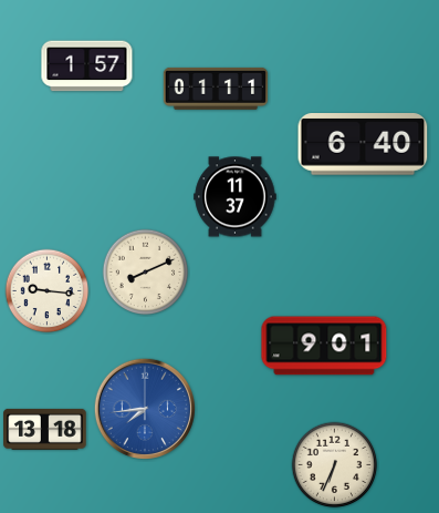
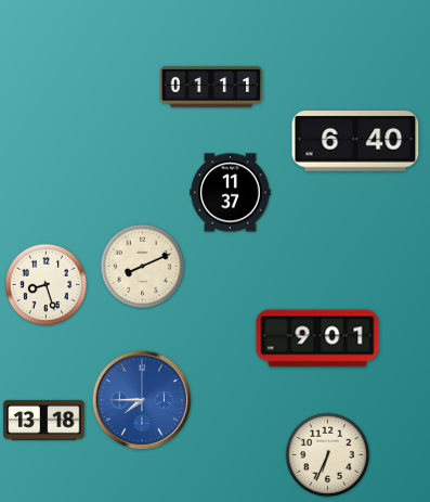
clock at (87, 66): 1:57 -> none
clock at (48, 291): 9:16 -> 8:27
clock at (144, 408): 7:44 -> 7:45
